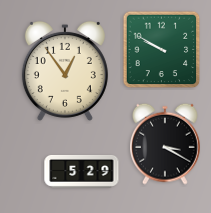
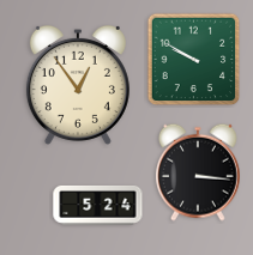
clock at (166, 144): 3:20 -> 3:16
clock at (82, 172): 5:29 -> 5:24
